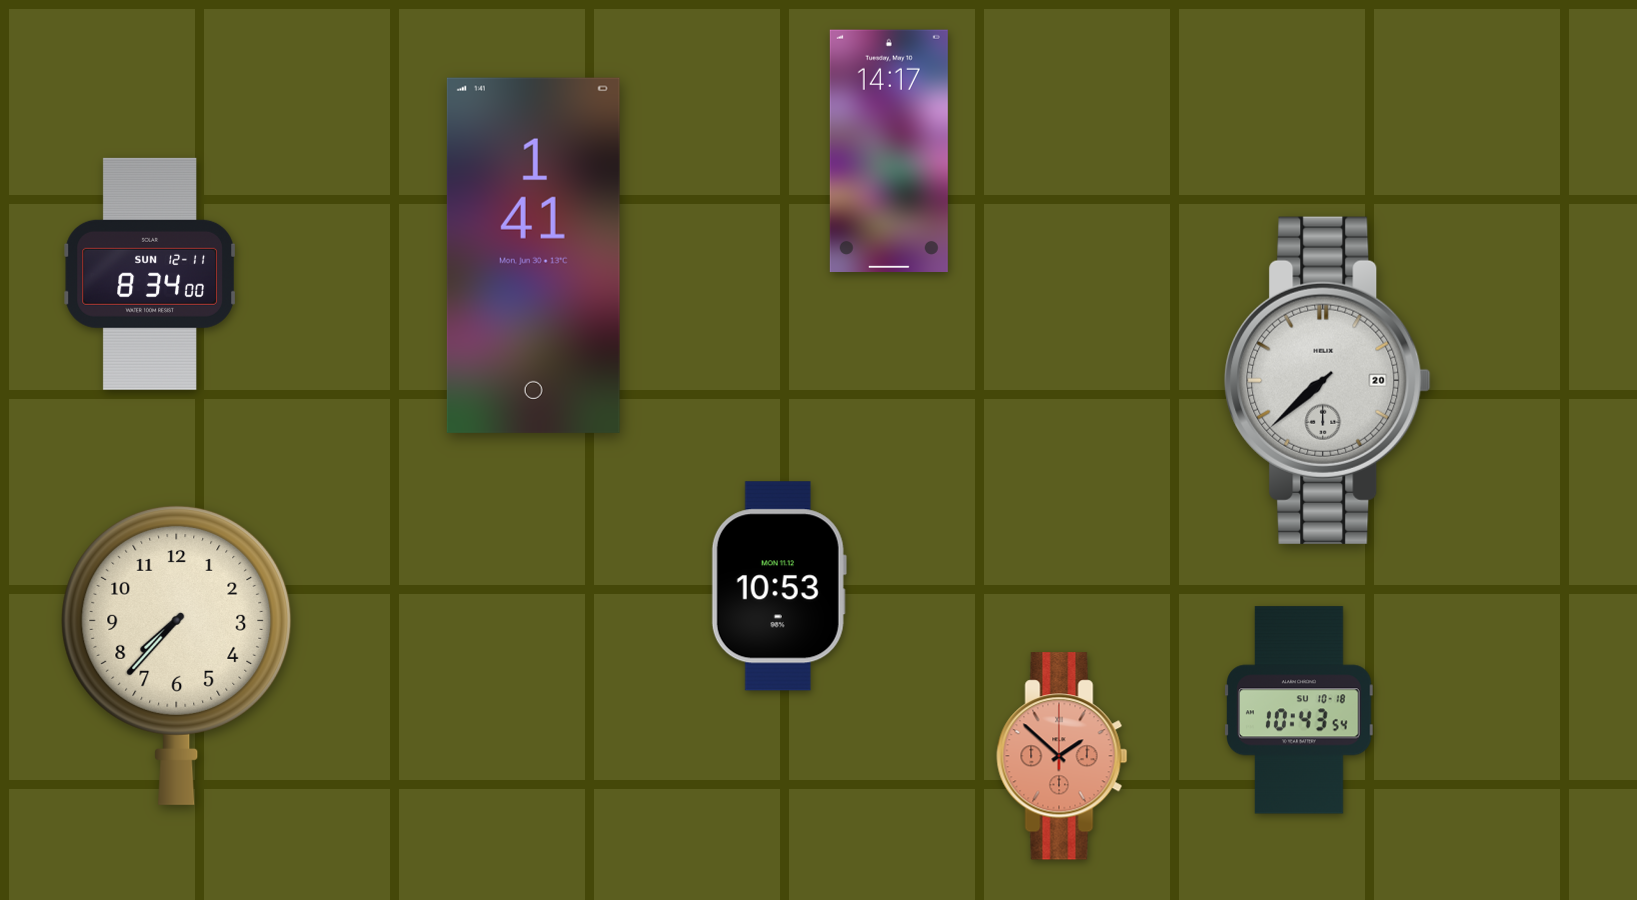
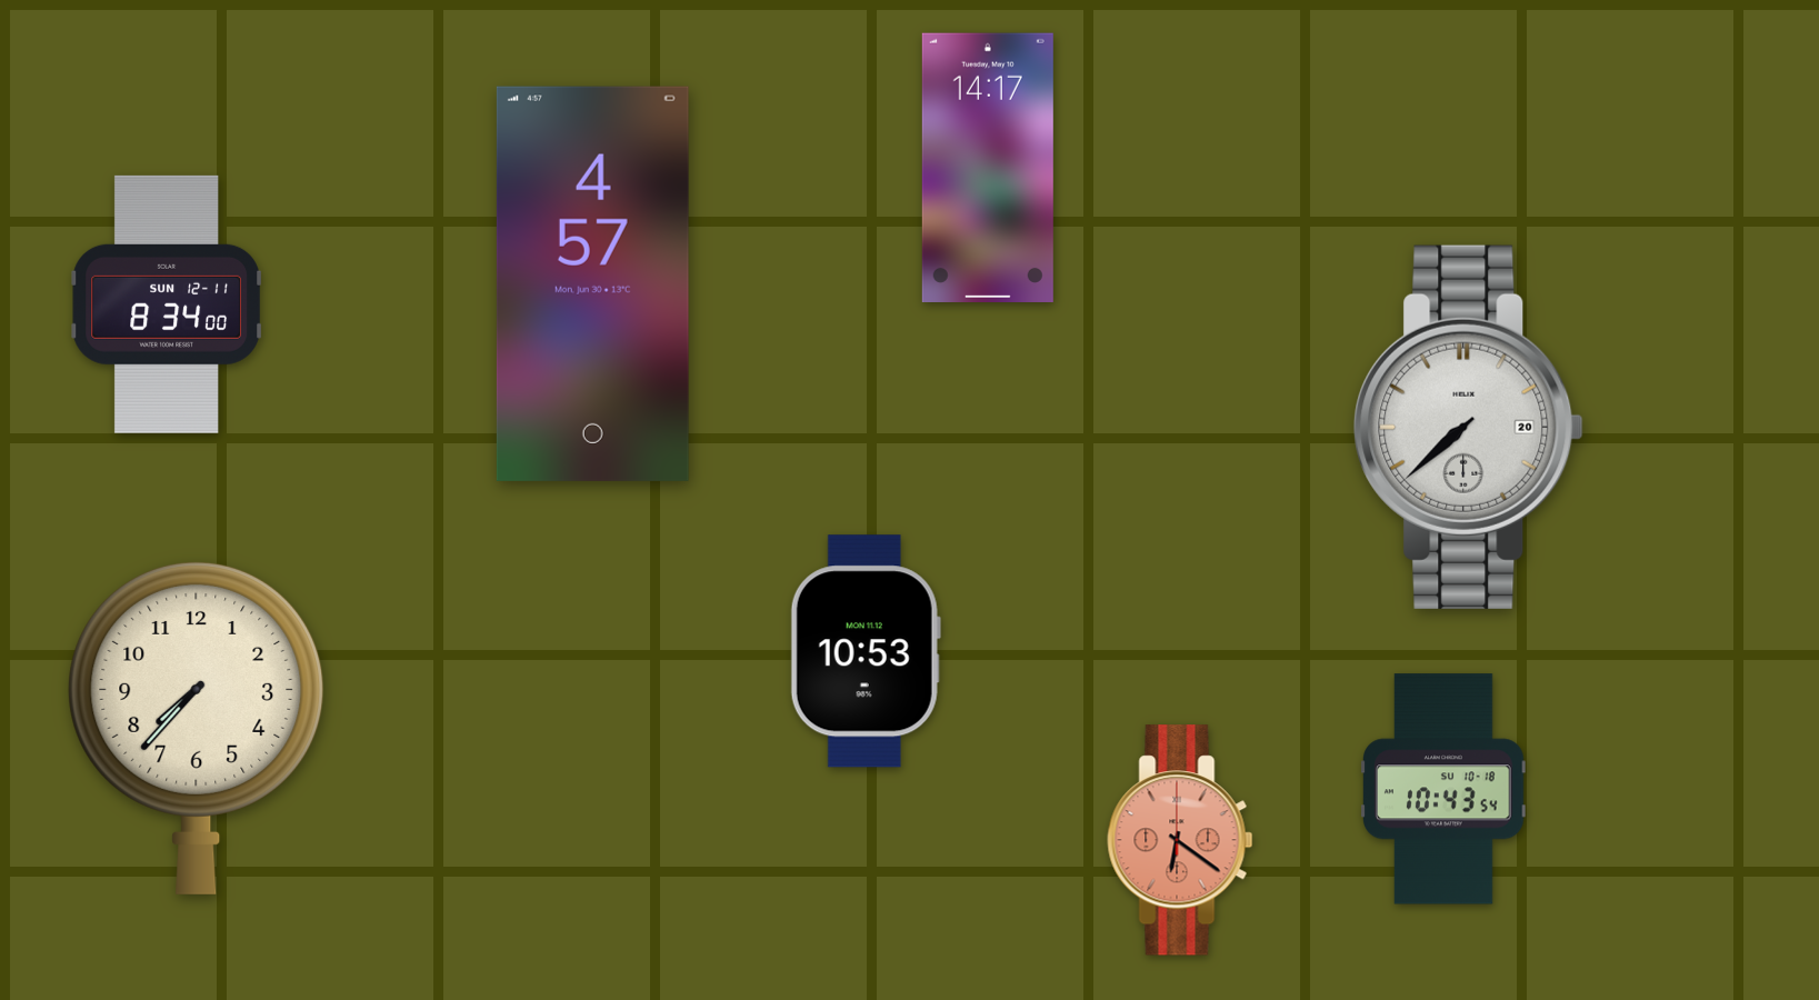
clock at (533, 255): 1:41 -> 4:57
clock at (1328, 380) position: (1328, 380) -> (1469, 427)
clock at (1062, 756): 1:52 -> 6:21
